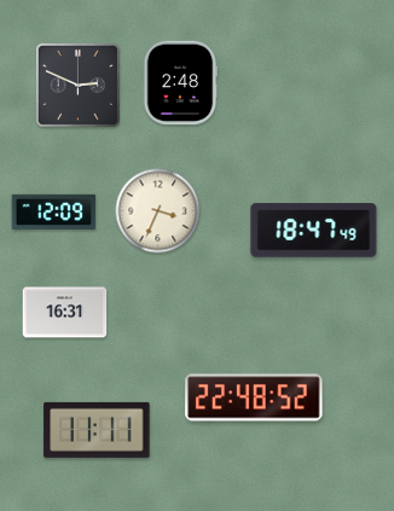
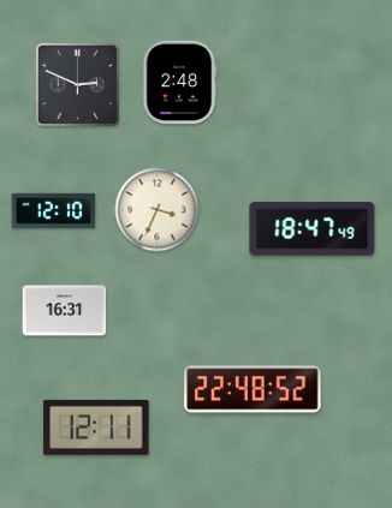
clock at (54, 211): 12:09 -> 12:10
clock at (254, 397) position: (254, 397) -> (253, 389)
clock at (97, 430): 11:11 -> 12:11
